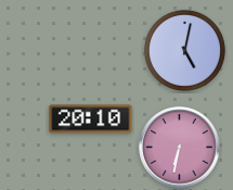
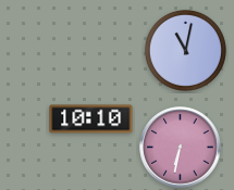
clock at (184, 50): 5:02 -> 11:02
clock at (91, 119): 20:10 -> 10:10
